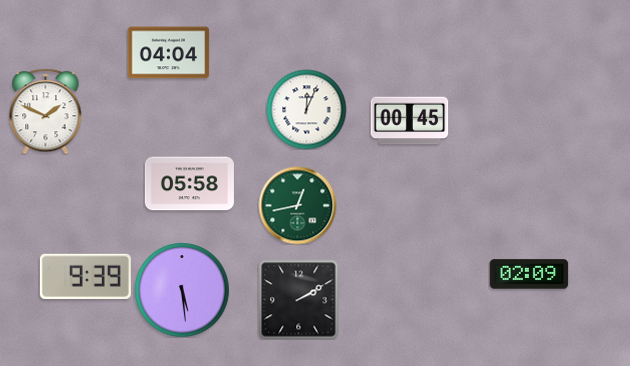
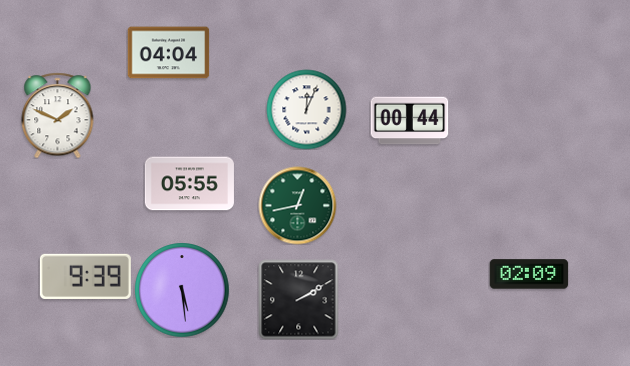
clock at (46, 111) position: (46, 111) -> (58, 115)
clock at (409, 121): 00:45 -> 00:44
clock at (189, 184): 05:58 -> 05:55
